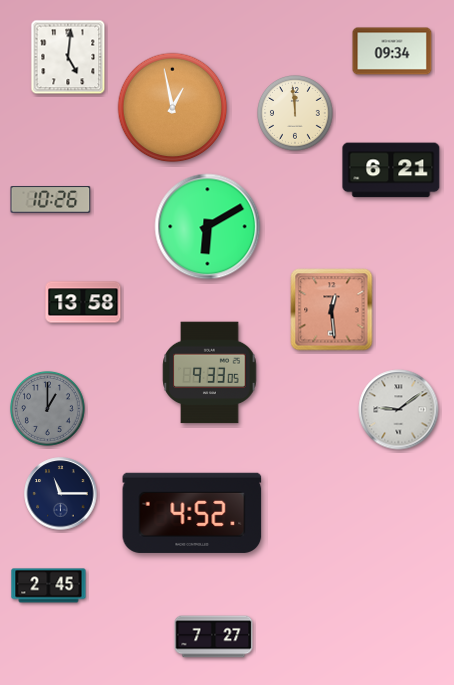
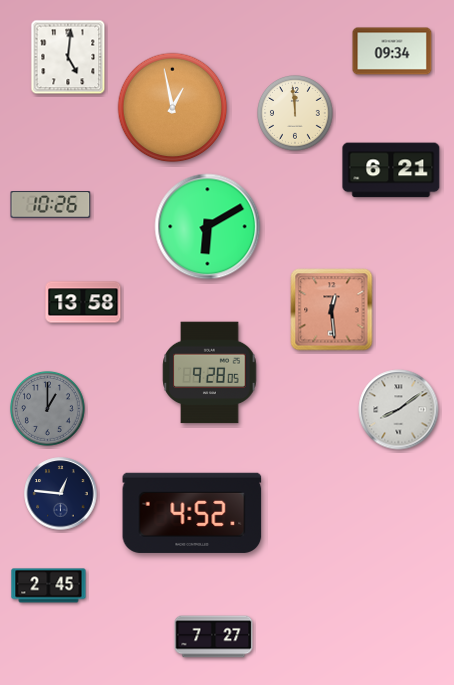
clock at (51, 200) position: (51, 200) -> (51, 205)
clock at (210, 373): 9:33 -> 9:28
clock at (399, 410): 9:09 -> 8:09
clock at (61, 494): 11:15 -> 12:46
